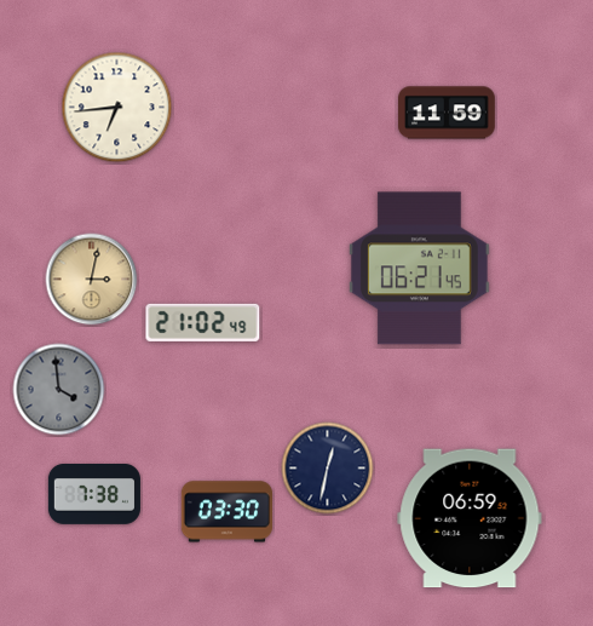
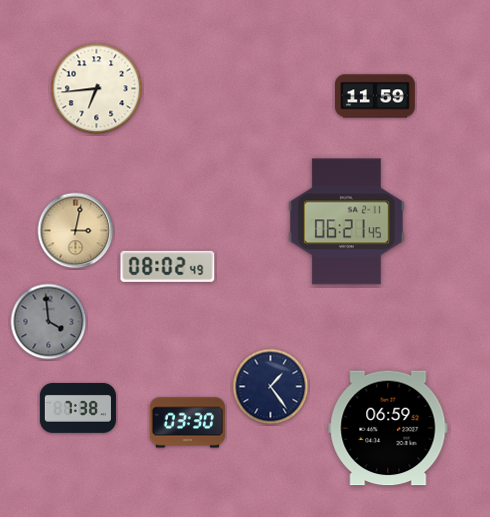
clock at (448, 113) position: (448, 113) -> (376, 96)
clock at (203, 322): 21:02 -> 08:02
clock at (328, 469): 12:32 -> 1:24
